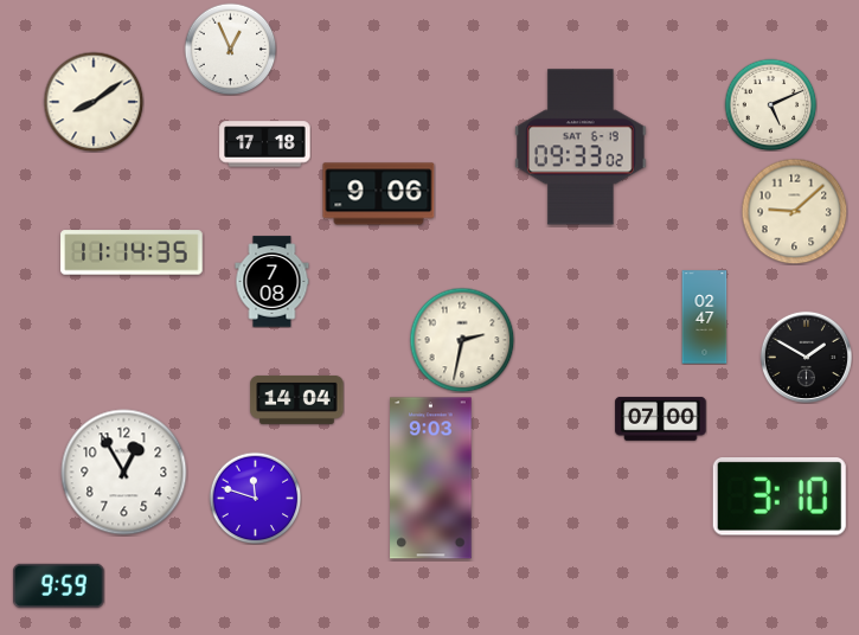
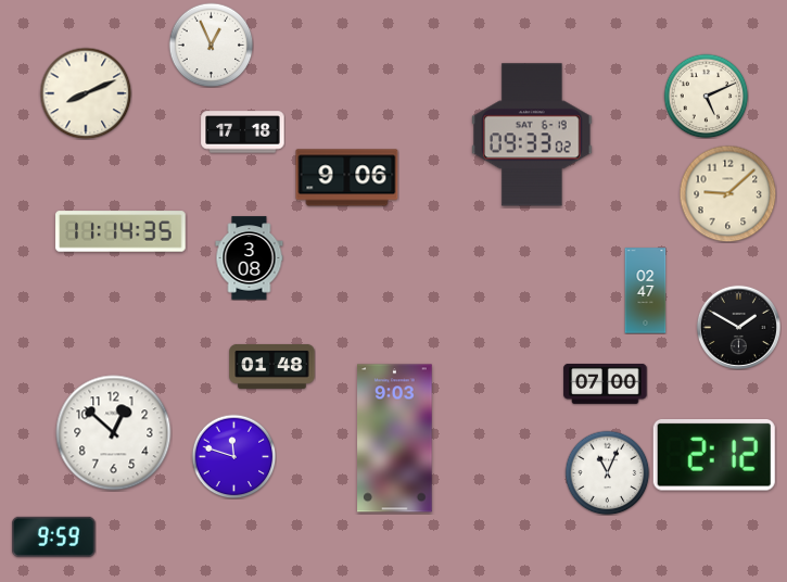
clock at (94, 102): 8:09 -> 8:11
clock at (273, 282): 7:08 -> 3:08
clock at (462, 340): 2:32 -> none
clock at (297, 399): 14:04 -> 01:48
clock at (124, 473): 12:55 -> 12:52
clock at (780, 498): 3:10 -> 2:12
clock at (607, 472): none -> 11:04
